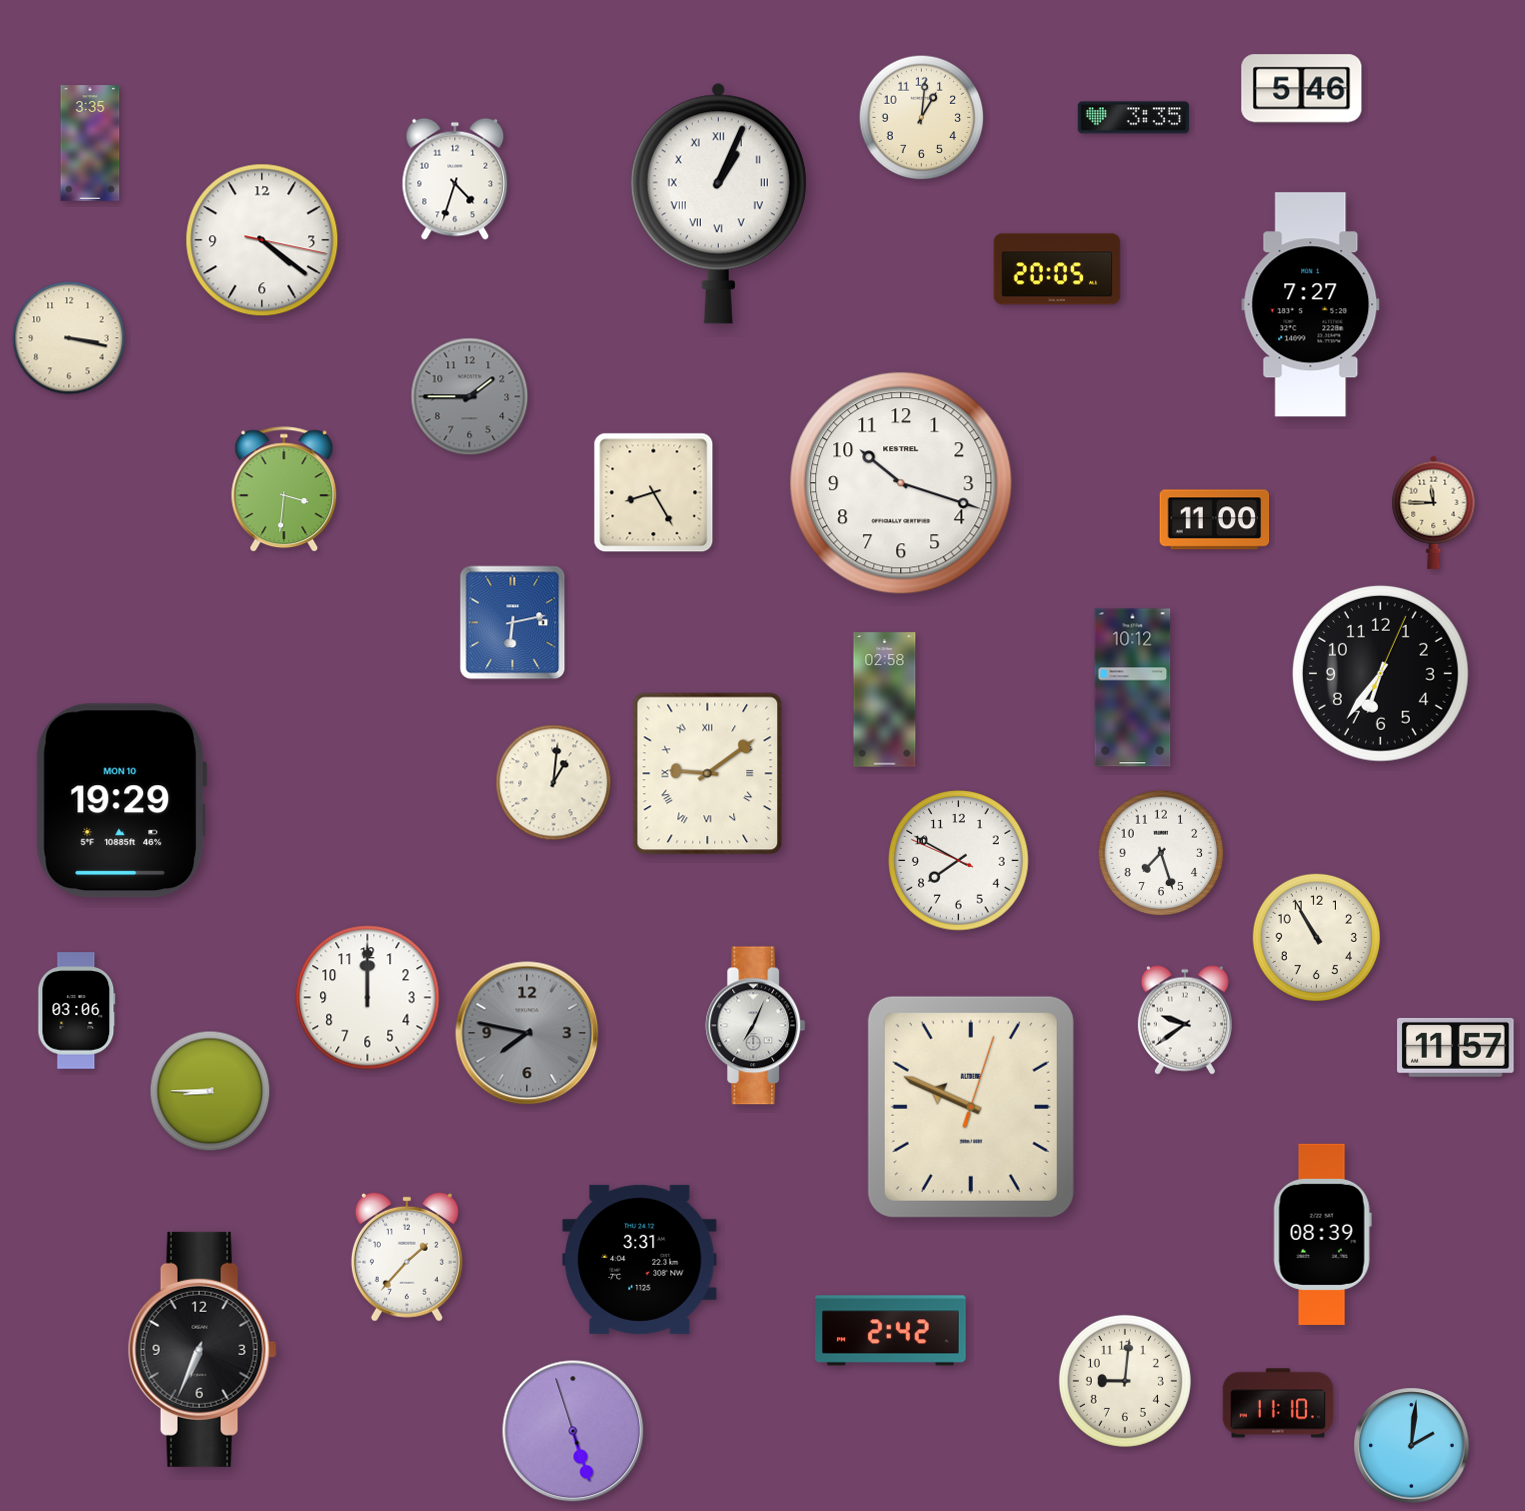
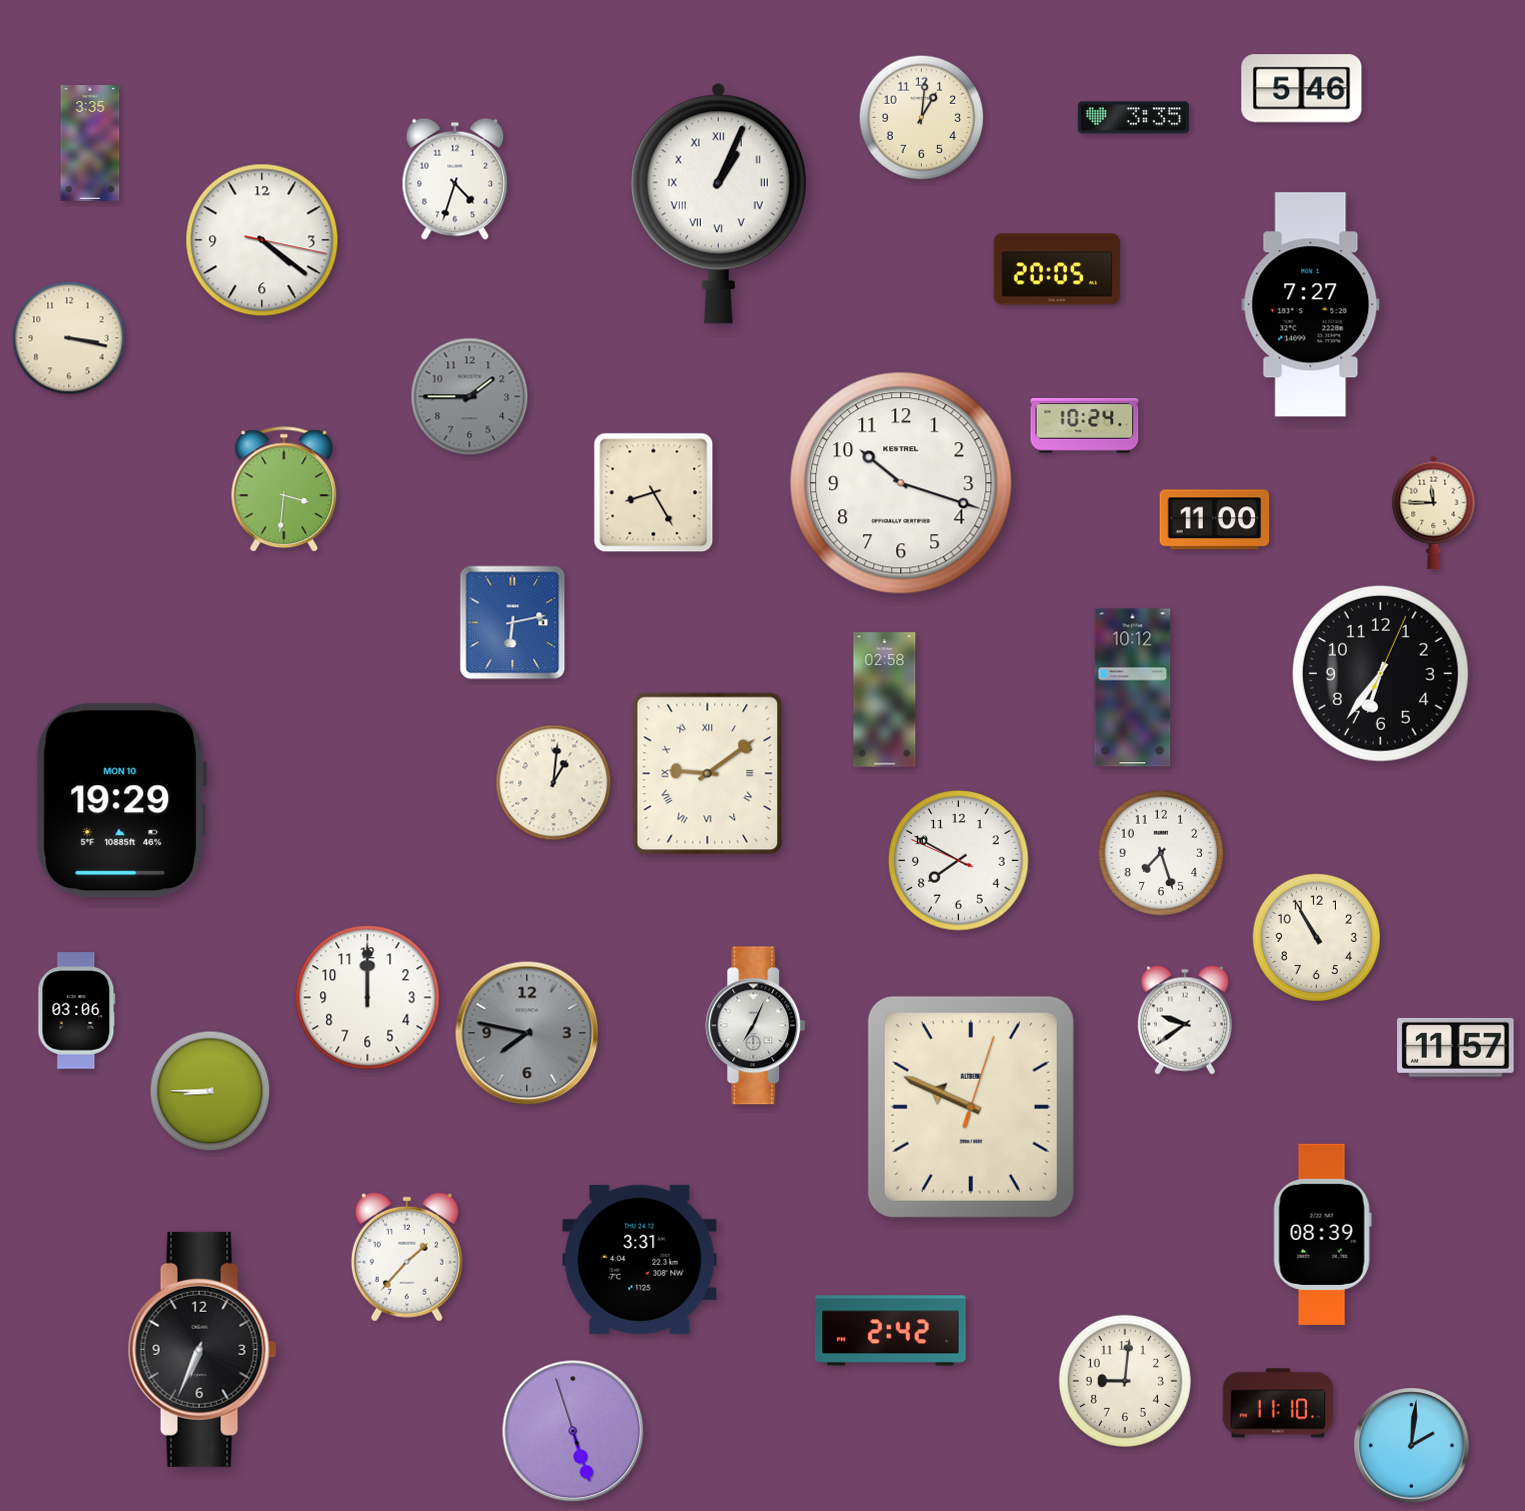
clock at (1085, 426): none -> 10:24
